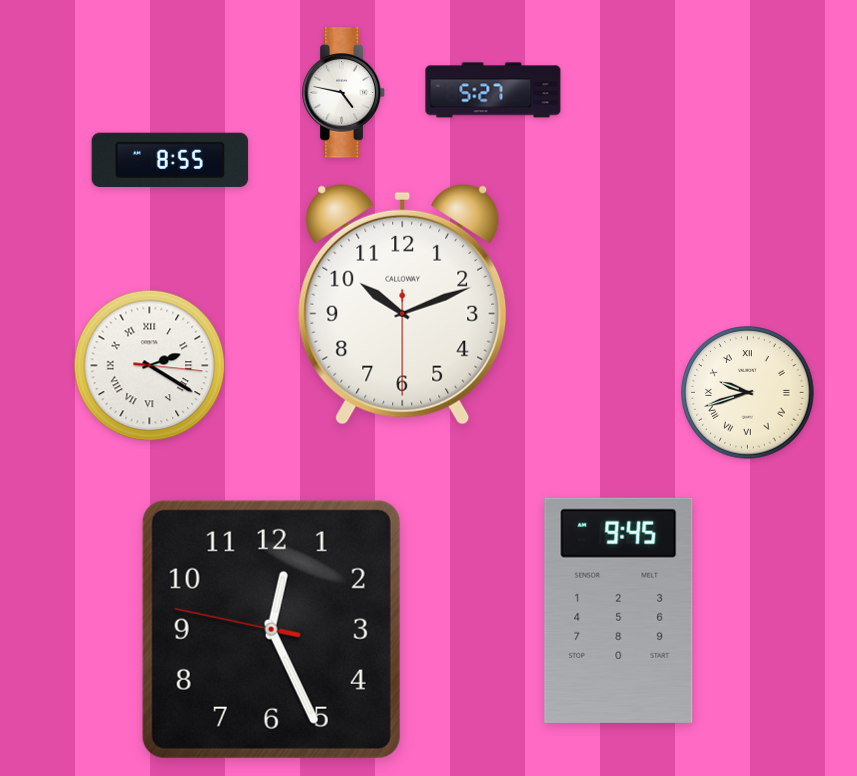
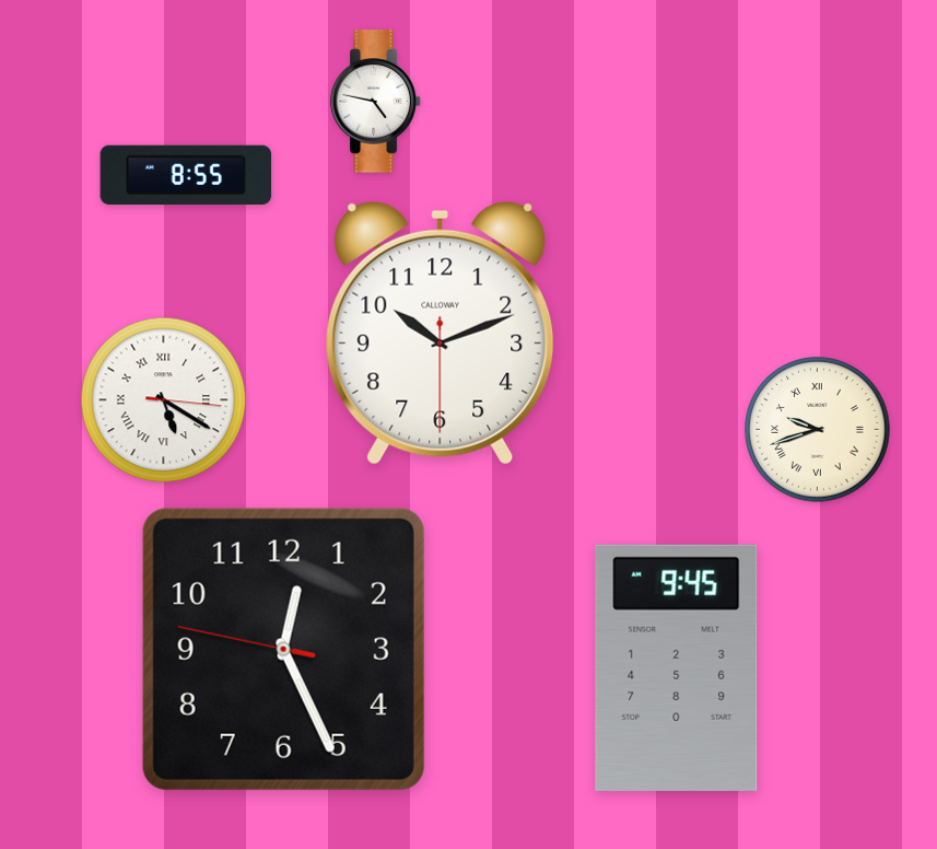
clock at (493, 90): 5:27 -> none
clock at (150, 366): 2:20 -> 5:20
clock at (271, 629) position: (271, 629) -> (283, 649)
